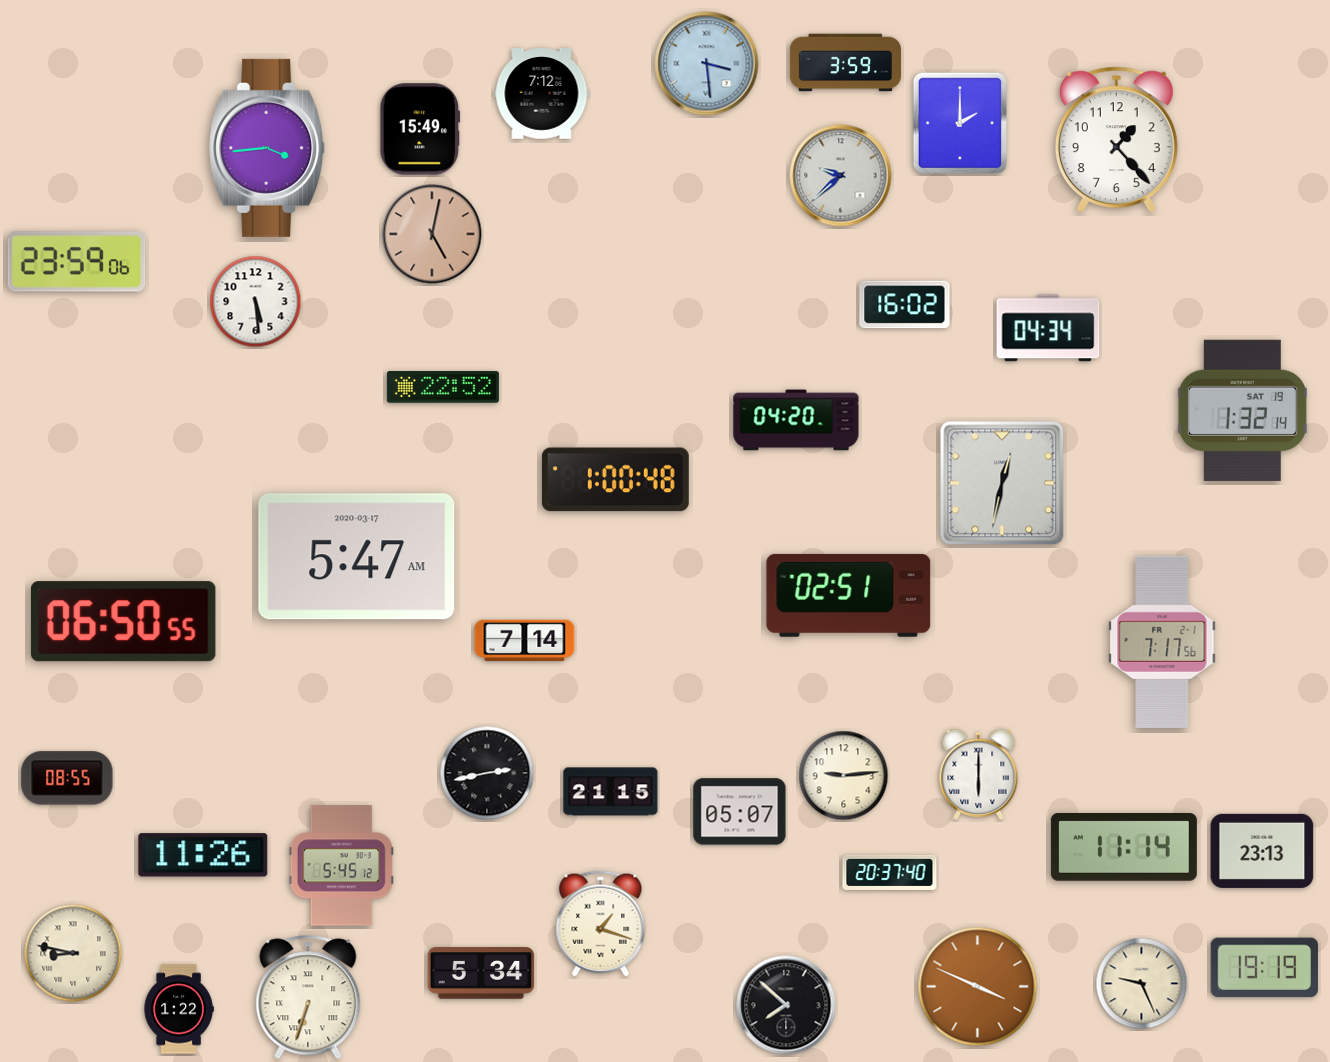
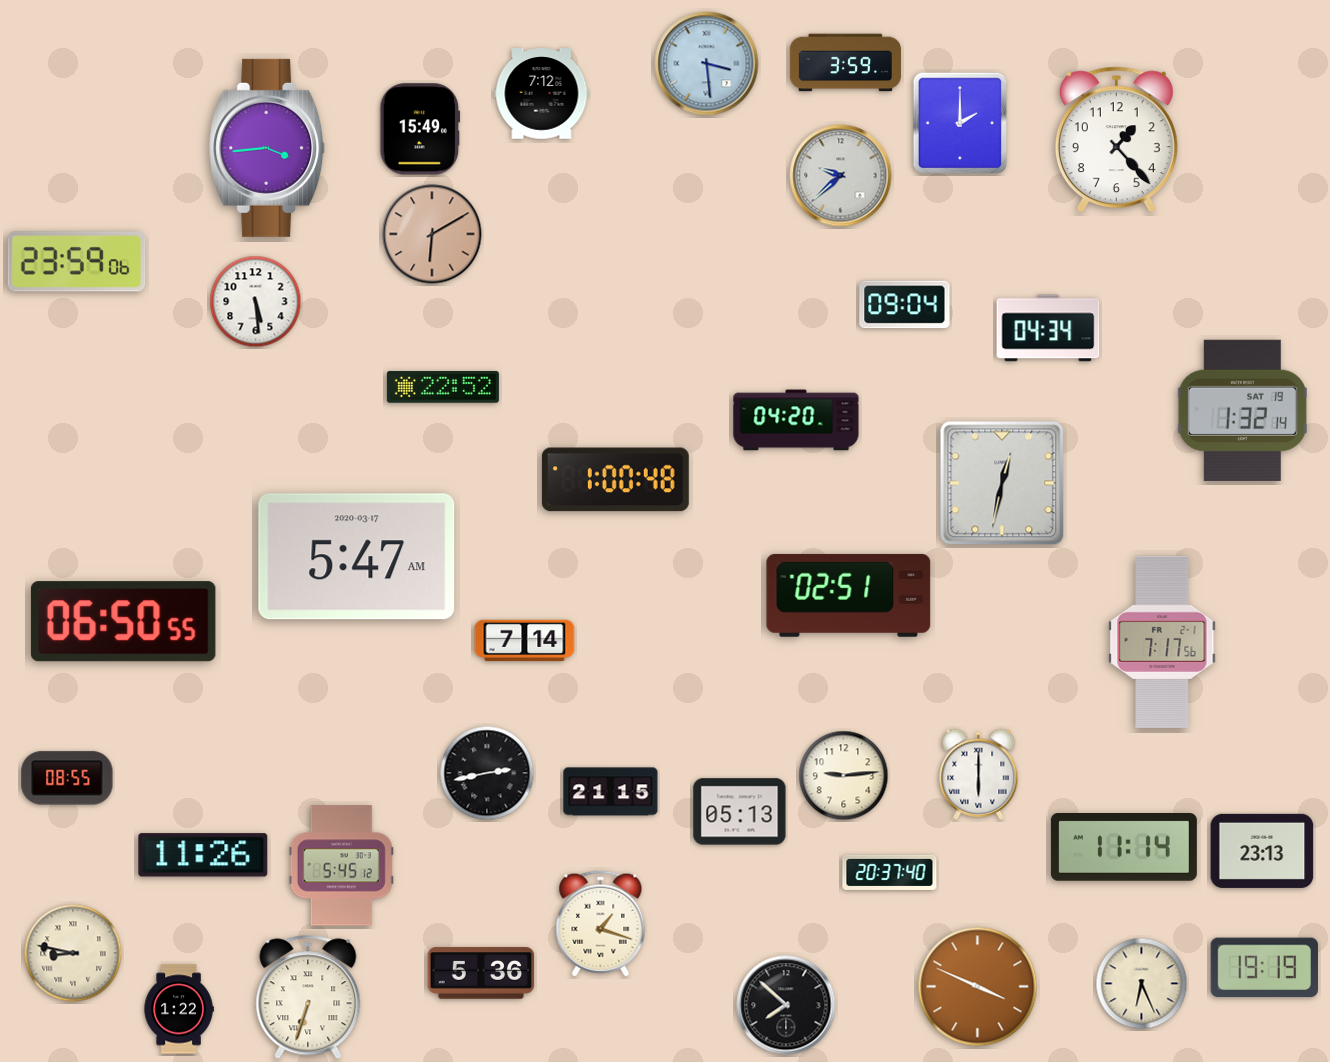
clock at (432, 234): 5:02 -> 6:10
clock at (905, 305): 16:02 -> 09:04
clock at (740, 812): 05:07 -> 05:13
clock at (481, 973): 5:34 -> 5:36
clock at (1142, 984): 9:26 -> 6:26
